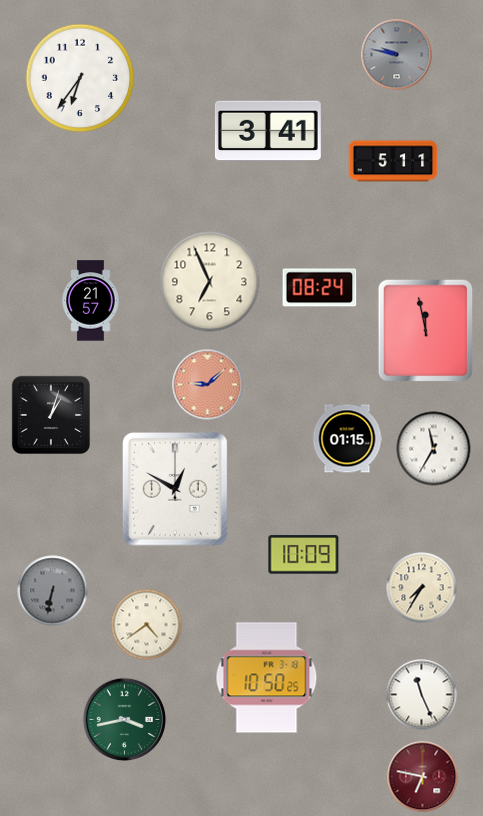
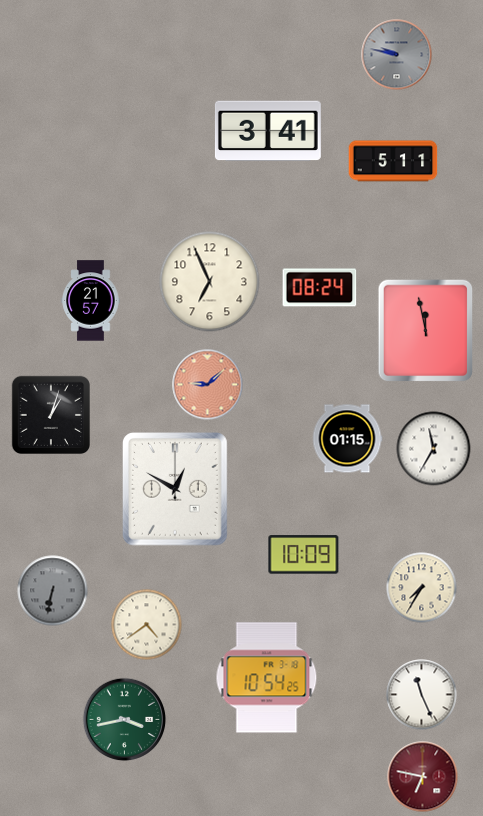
clock at (80, 78): 6:36 -> none
clock at (267, 678): 10:50 -> 10:54
